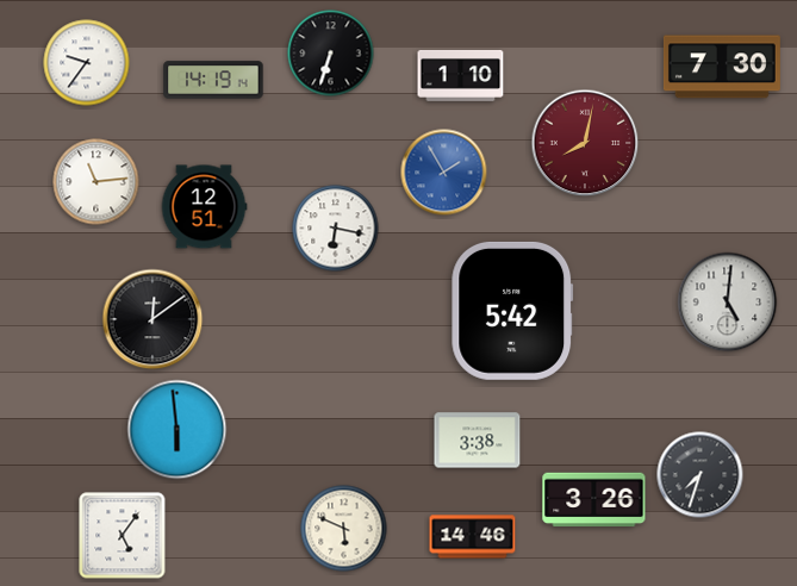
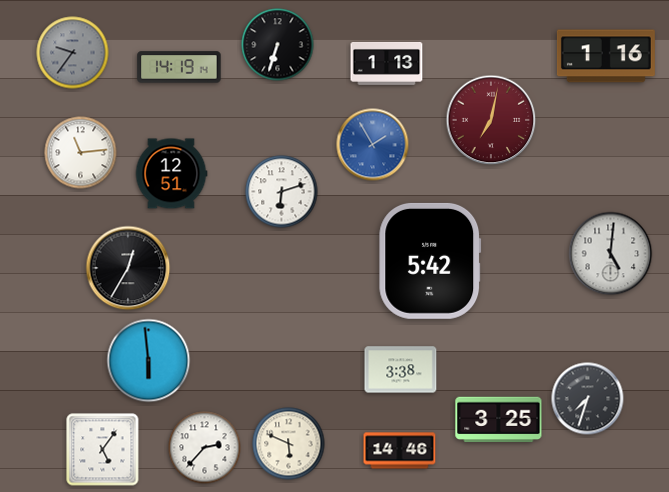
clock at (87, 63) dial: white -> grey
clock at (722, 67): 7:30 -> 1:16
clock at (461, 76): 1:10 -> 1:13
clock at (585, 143): 8:02 -> 7:02
clock at (336, 229): 6:17 -> 6:12
clock at (152, 319): 12:09 -> 12:35
clock at (594, 500): 3:26 -> 3:25
clock at (205, 448): none -> 2:37
clock at (473, 537) position: (473, 537) -> (400, 451)
